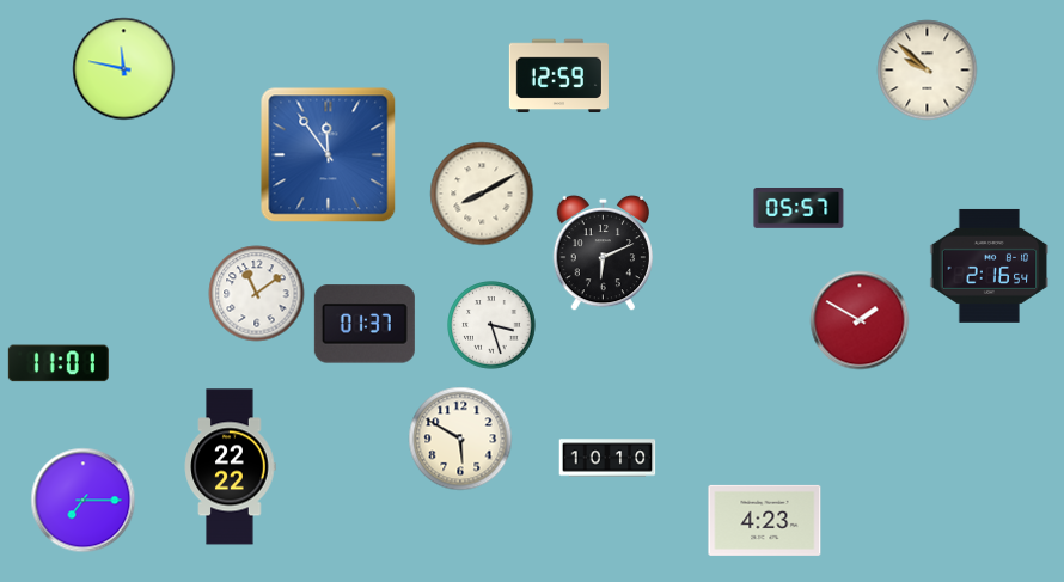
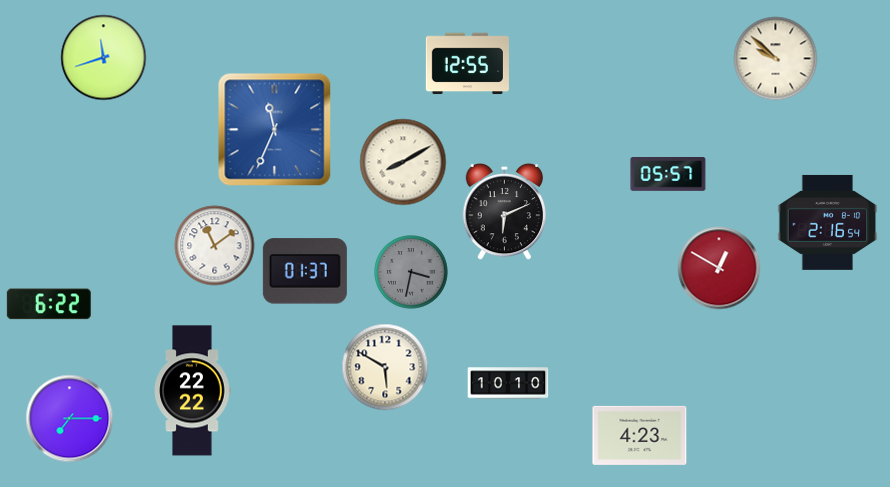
clock at (124, 69): 11:47 -> 11:42
clock at (558, 76): 12:59 -> 12:55
clock at (329, 155): 11:54 -> 11:34
clock at (860, 320): 1:50 -> 12:50
clock at (491, 325): 3:27 -> 3:32
clock at (491, 325) dial: white -> grey
clock at (59, 363): 11:01 -> 6:22
